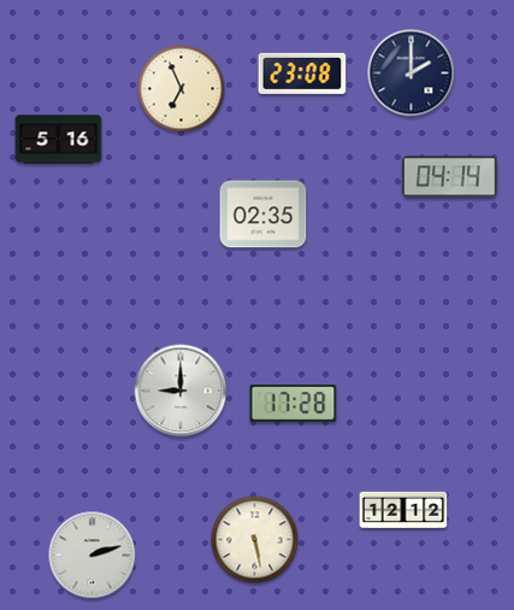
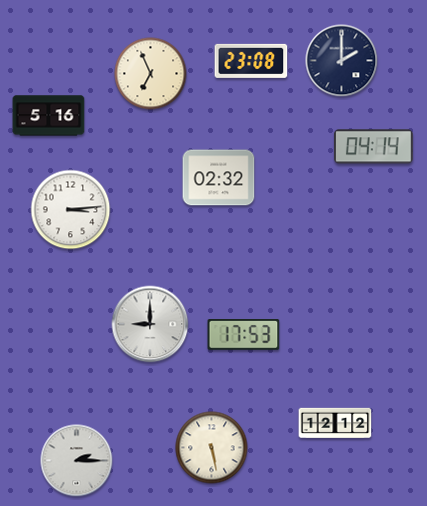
clock at (264, 215): 02:35 -> 02:32
clock at (71, 210): none -> 3:14
clock at (294, 404): 17:28 -> 17:53
clock at (93, 556): 2:12 -> 2:15
